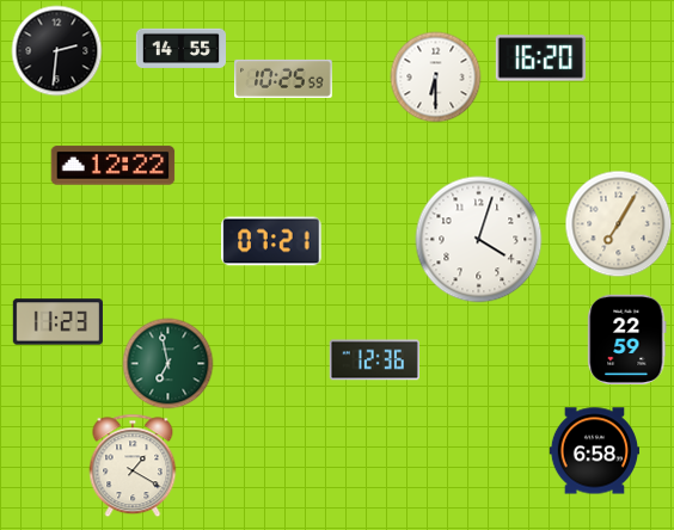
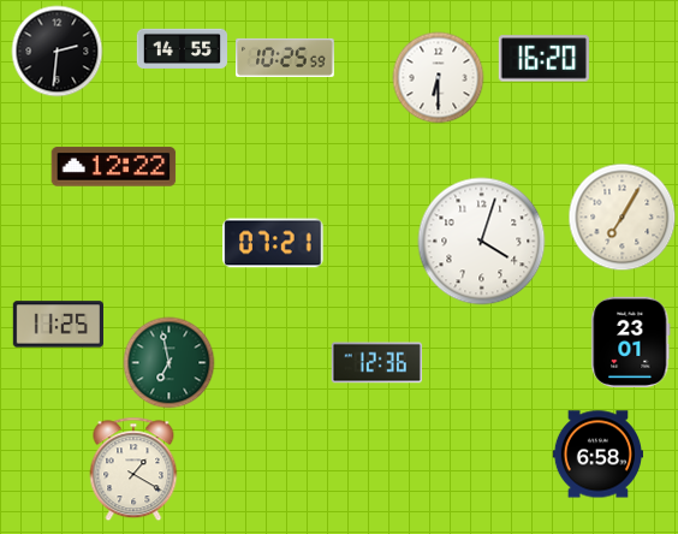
clock at (283, 79) position: (283, 79) -> (285, 58)
clock at (619, 224) position: (619, 224) -> (623, 218)
clock at (57, 322): 11:23 -> 11:25
clock at (627, 339): 22:59 -> 23:01
clock at (168, 364) position: (168, 364) -> (169, 363)
